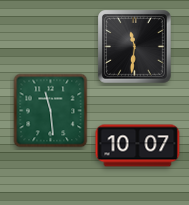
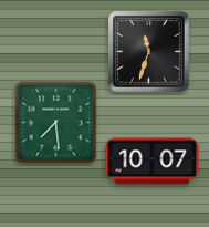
clock at (135, 47): 11:31 -> 11:33
clock at (51, 111): 11:29 -> 7:29
